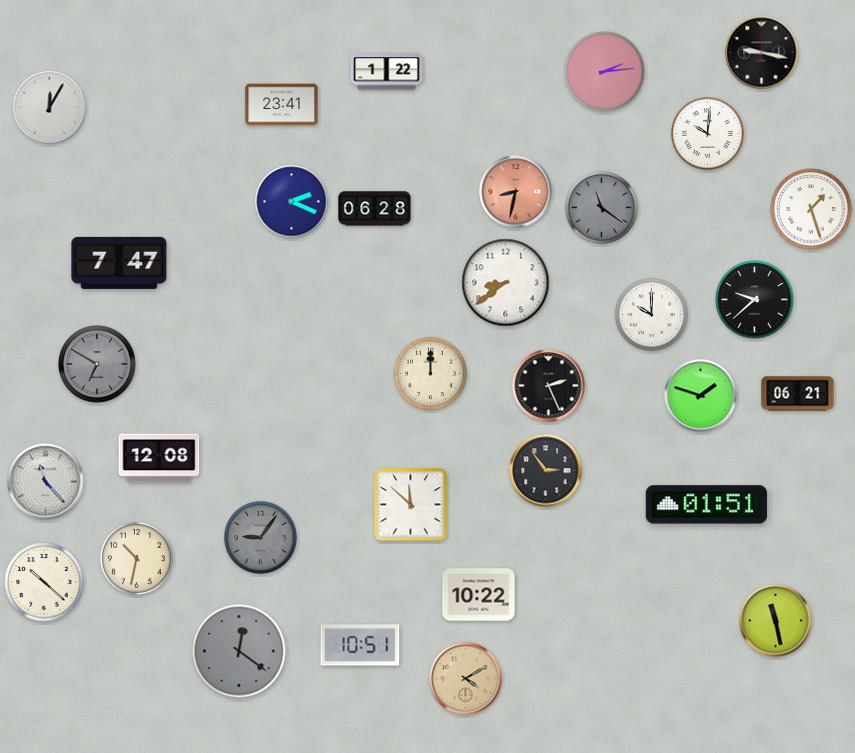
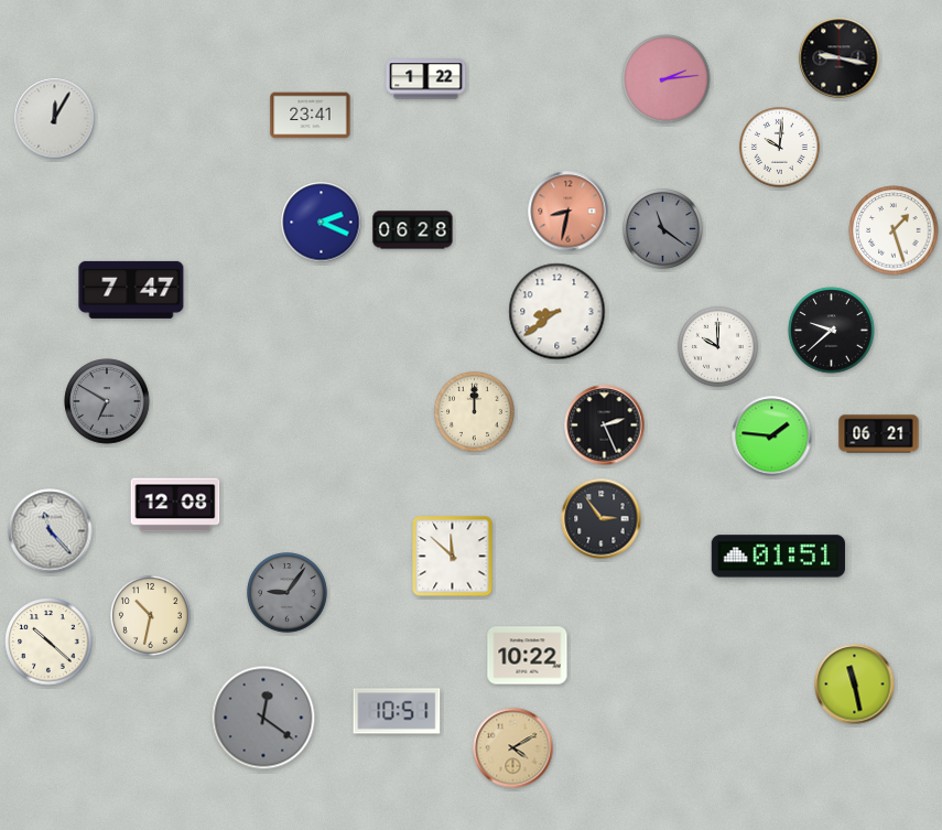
clock at (701, 396): 1:48 -> 1:46
